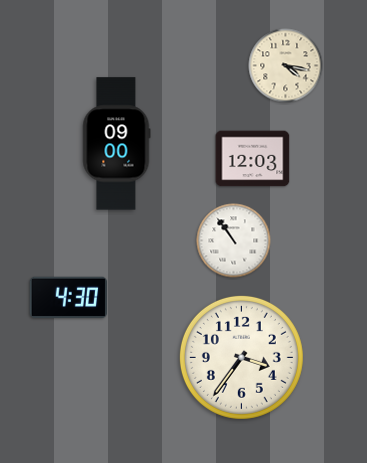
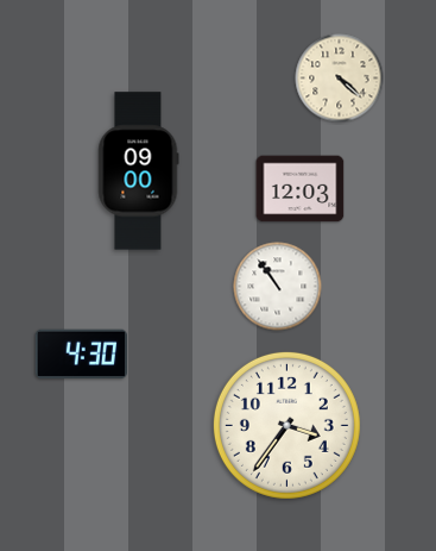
clock at (286, 66): 4:17 -> 4:22
